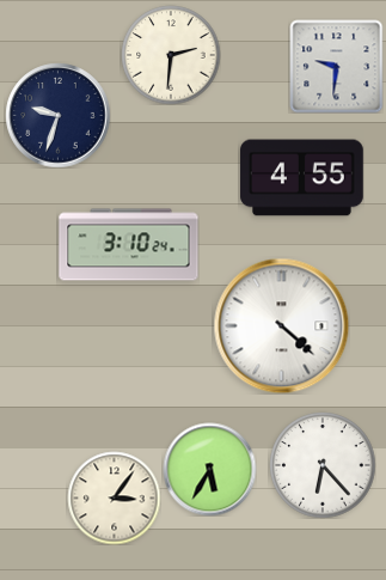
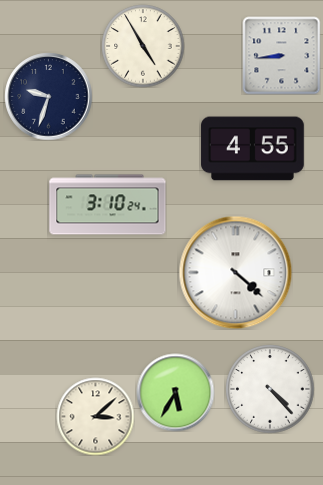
clock at (171, 55): 2:31 -> 4:55
clock at (336, 66): 9:31 -> 8:44
clock at (323, 465): 6:23 -> 4:23
clock at (114, 497): 3:06 -> 3:08
